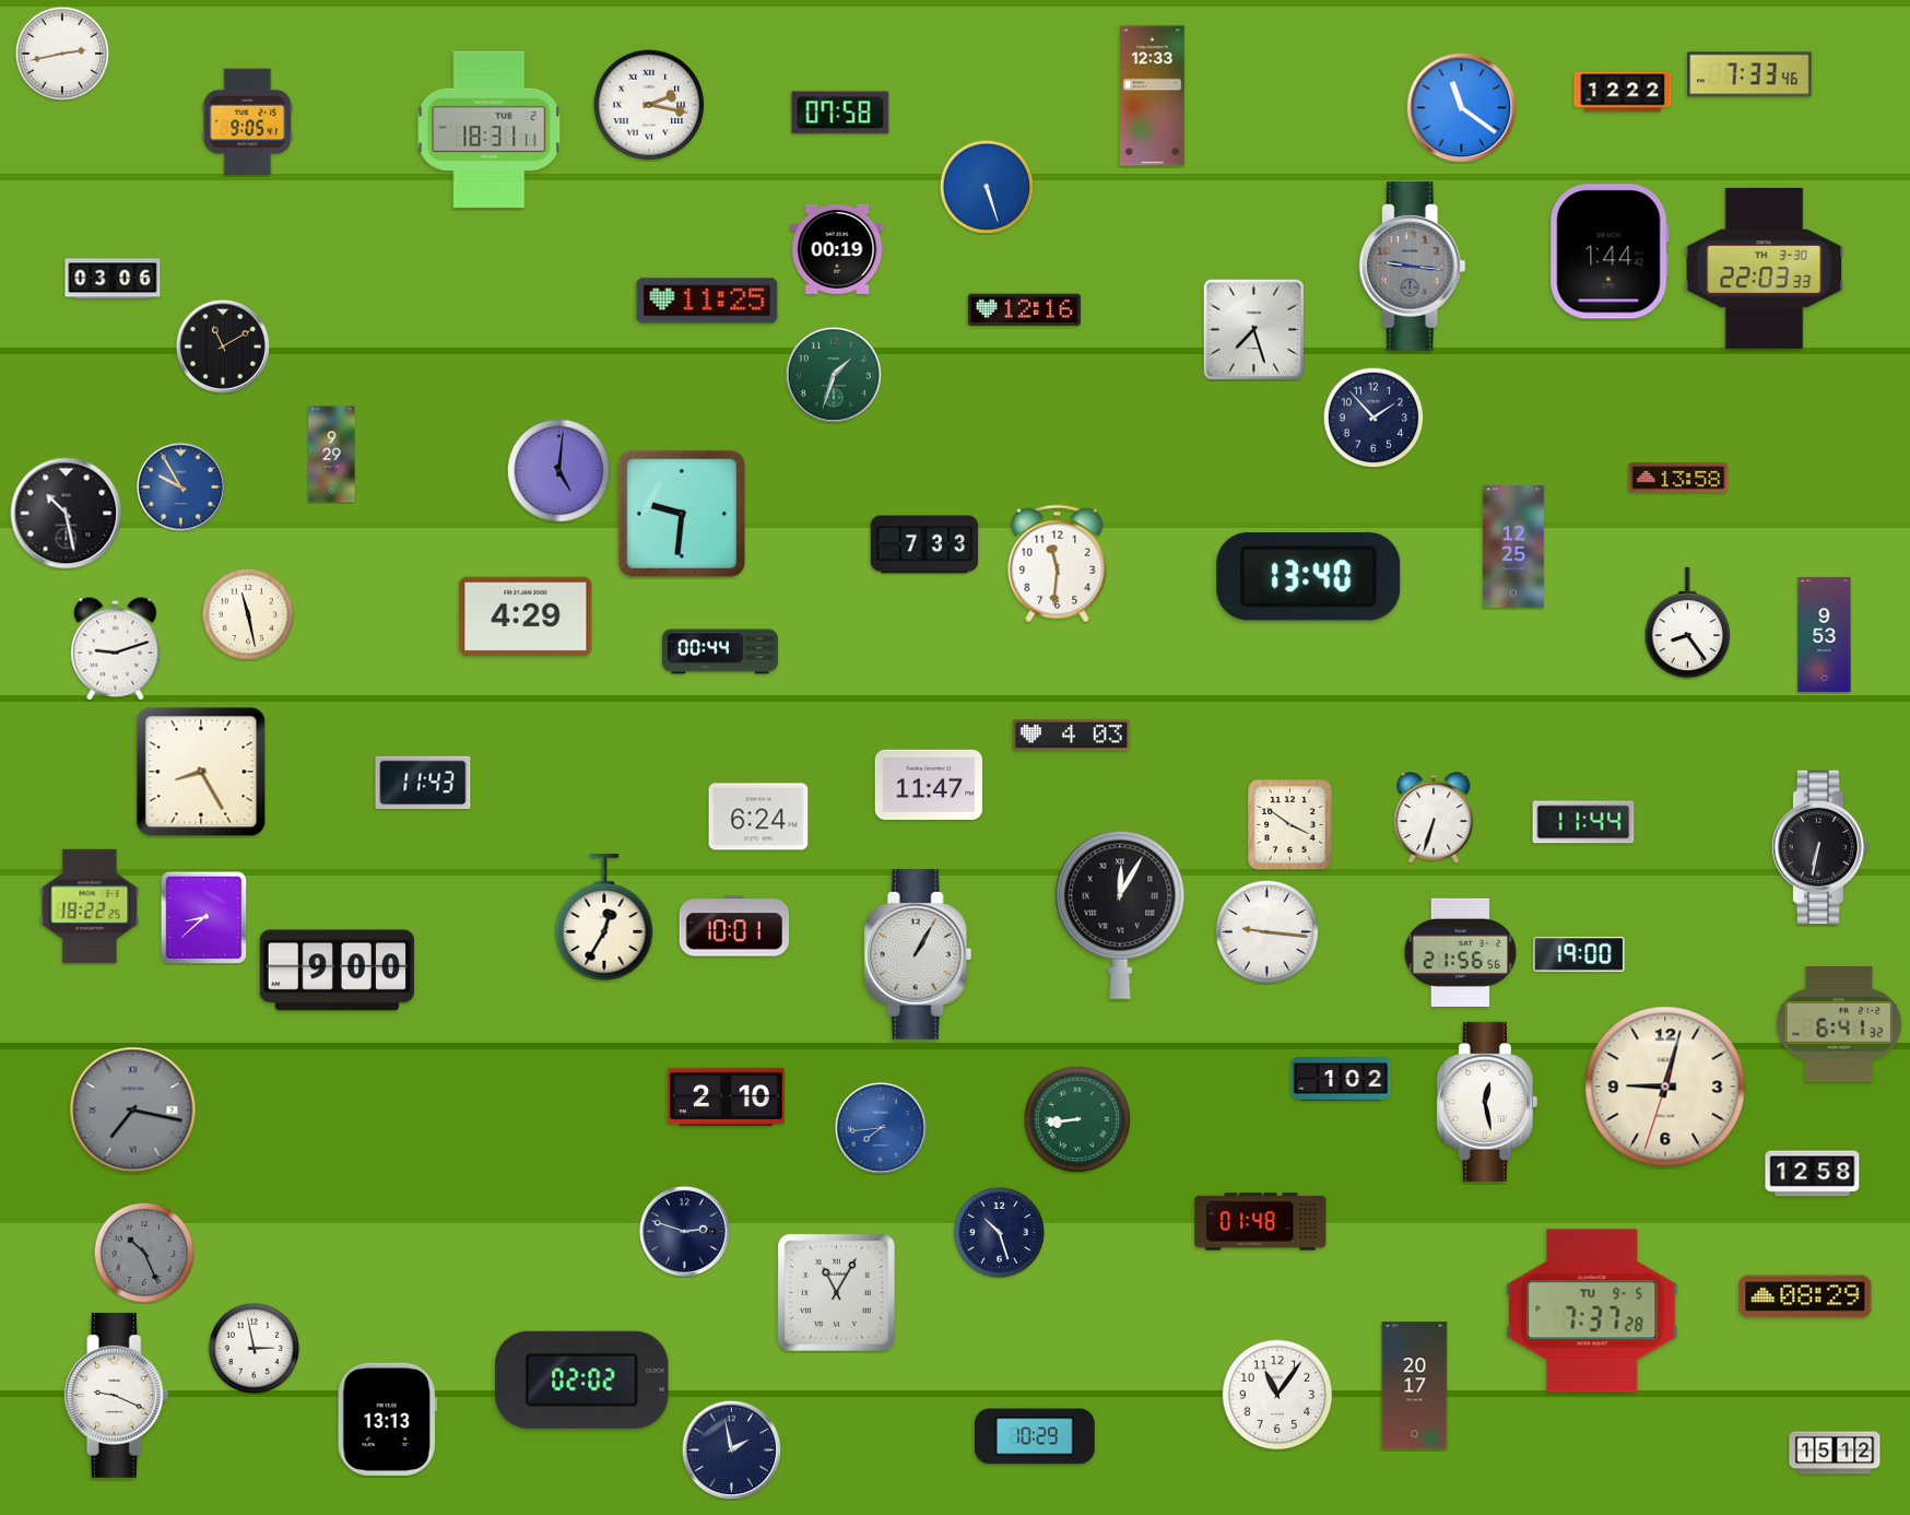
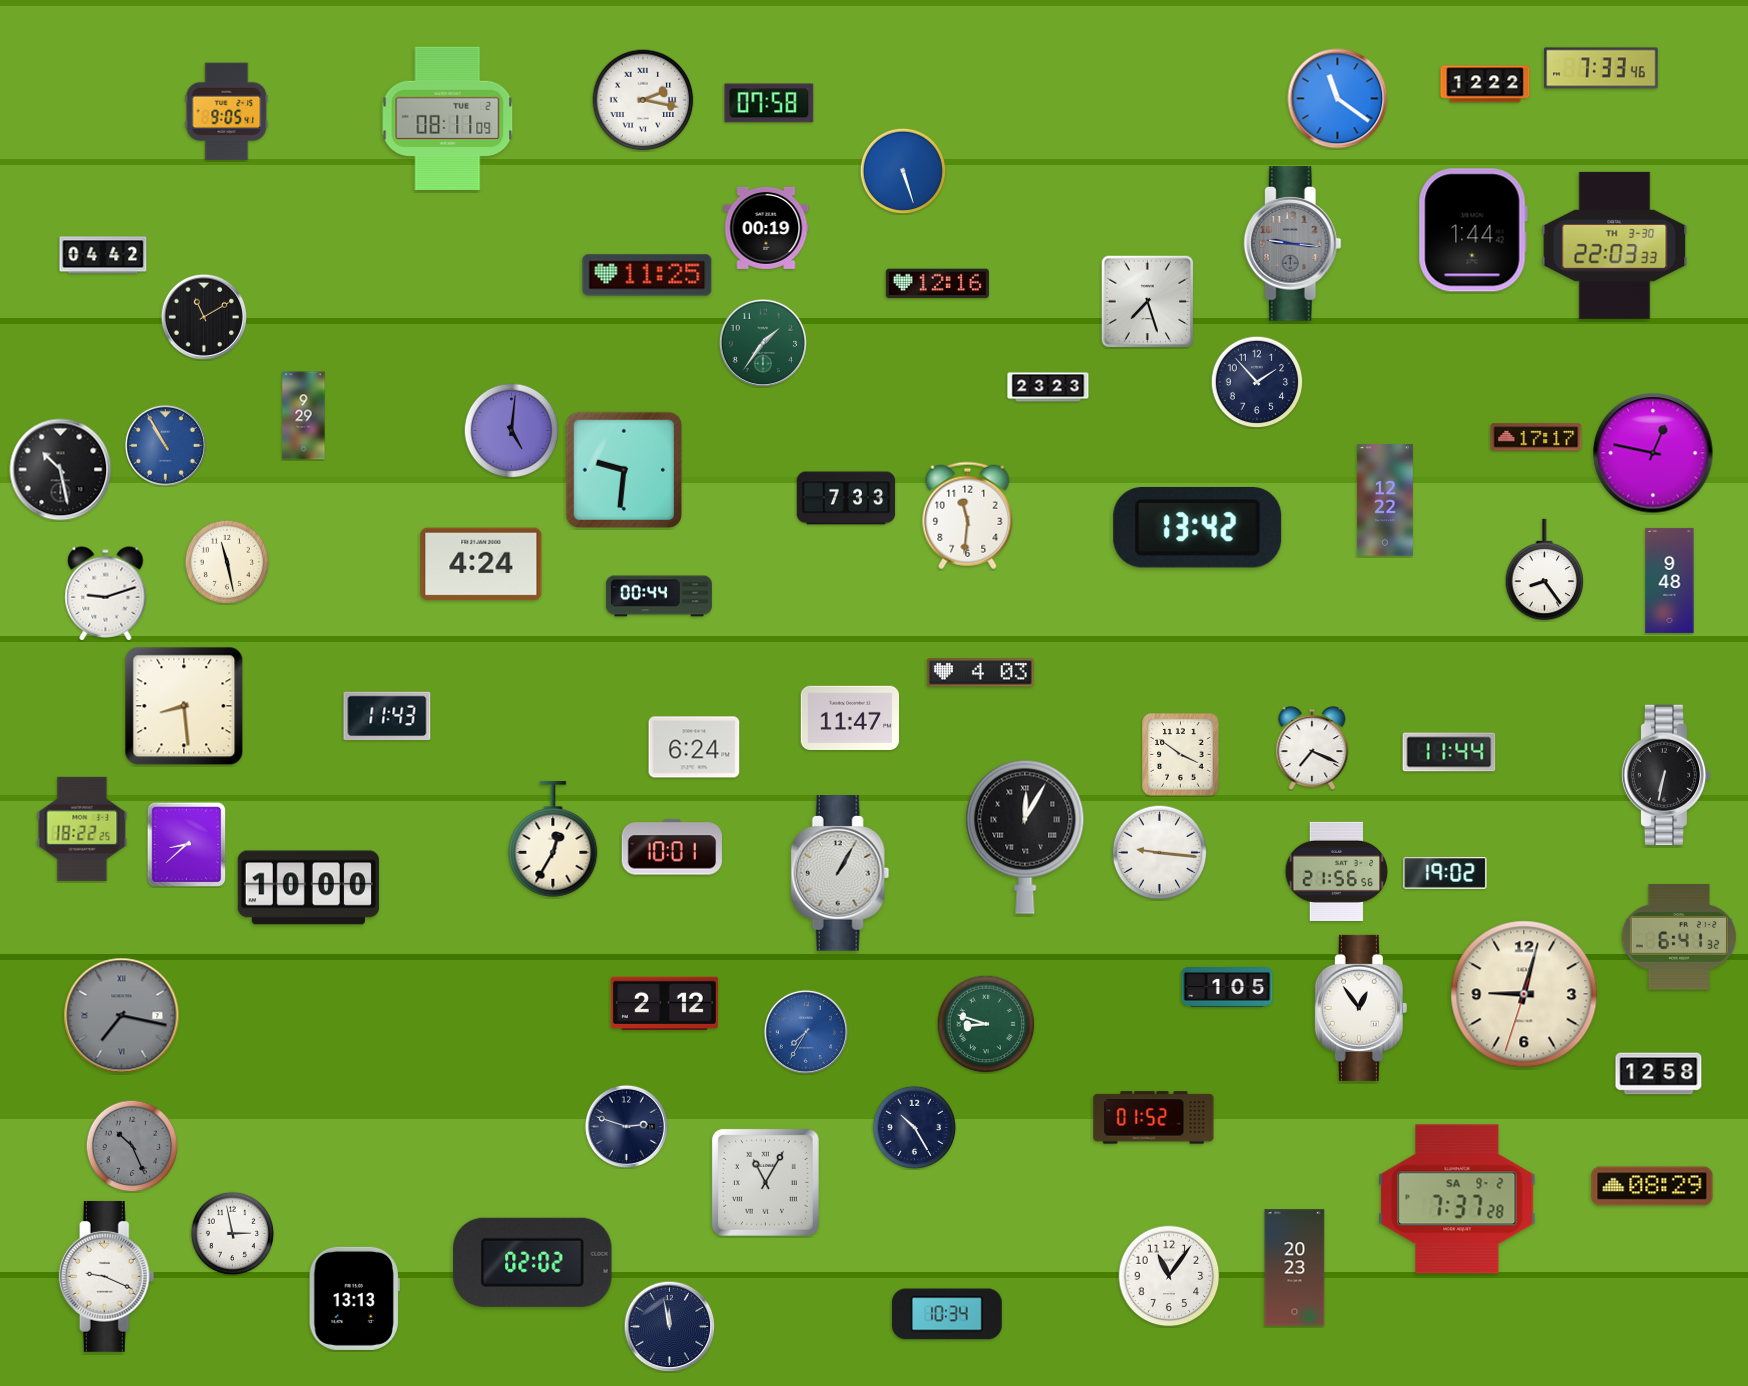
clock at (62, 54): 2:43 -> none
clock at (1153, 96): 12:33 -> none
clock at (649, 105) position: (649, 105) -> (643, 100)
clock at (490, 129): 18:31 -> 08:11
clock at (113, 279): 03:06 -> 04:42
clock at (833, 374): 1:33 -> 1:36
clock at (1048, 387): none -> 23:23
clock at (1678, 478): 13:58 -> 17:17
clock at (180, 486): 9:55 -> 10:55
clock at (1653, 453): none -> 12:47
clock at (1513, 547): 12:25 -> 12:22
clock at (1309, 576): 13:40 -> 13:42
clock at (526, 616): 4:29 -> 4:24
clock at (1825, 634): 9:53 -> 9:48
clock at (201, 772): 8:25 -> 8:29
clock at (1434, 818): 6:33 -> 7:19
clock at (204, 917) position: (204, 917) -> (187, 844)
clock at (1579, 954): 19:00 -> 19:02
clock at (337, 971): 9:00 -> 10:00
clock at (1839, 1024) position: (1839, 1024) -> (1679, 937)
clock at (1341, 1080): 1:02 -> 1:05
clock at (726, 1096): 2:10 -> 2:12
clock at (1487, 1102): 12:28 -> 12:54
clock at (1077, 1119): 8:44 -> 8:48
clock at (881, 1128): 7:44 -> 7:35
clock at (1261, 1222): 01:48 -> 01:52
clock at (999, 1232): 10:27 -> 10:25
clock at (1592, 1311) date: TU 9-5 -> SA 9-2
clock at (1415, 1386): 20:17 -> 20:23
clock at (1035, 1436): 10:29 -> 10:34
clock at (731, 1449): 1:58 -> 11:58
clock at (1835, 1453): 15:12 -> none
